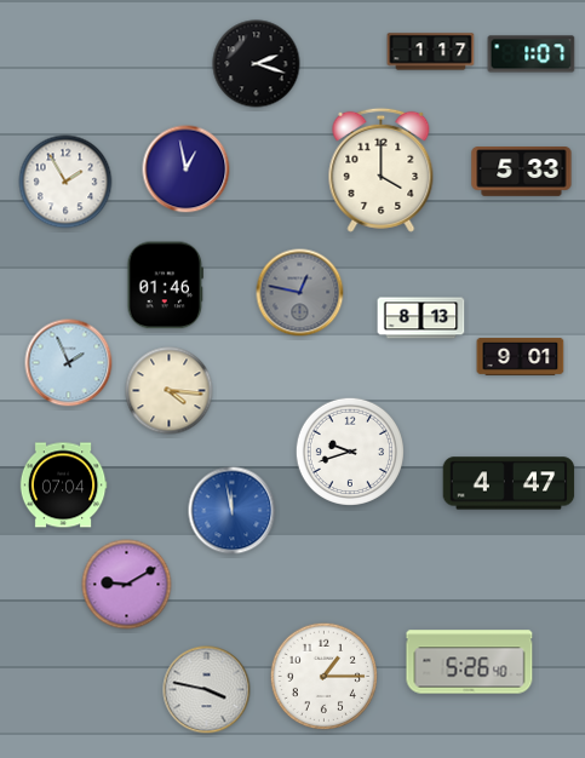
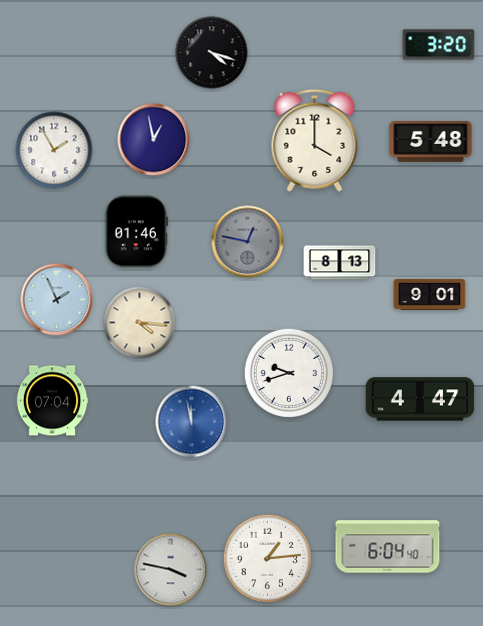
clock at (431, 52): 1:17 -> none
clock at (532, 54): 1:07 -> 3:20
clock at (257, 64): 2:18 -> 4:18
clock at (522, 172): 5:33 -> 5:48
clock at (165, 286) position: (165, 286) -> (136, 232)
clock at (421, 318) position: (421, 318) -> (340, 263)
clock at (127, 585): 9:10 -> none
clock at (470, 662): 5:26 -> 6:04
clock at (323, 676): 1:15 -> 1:14
